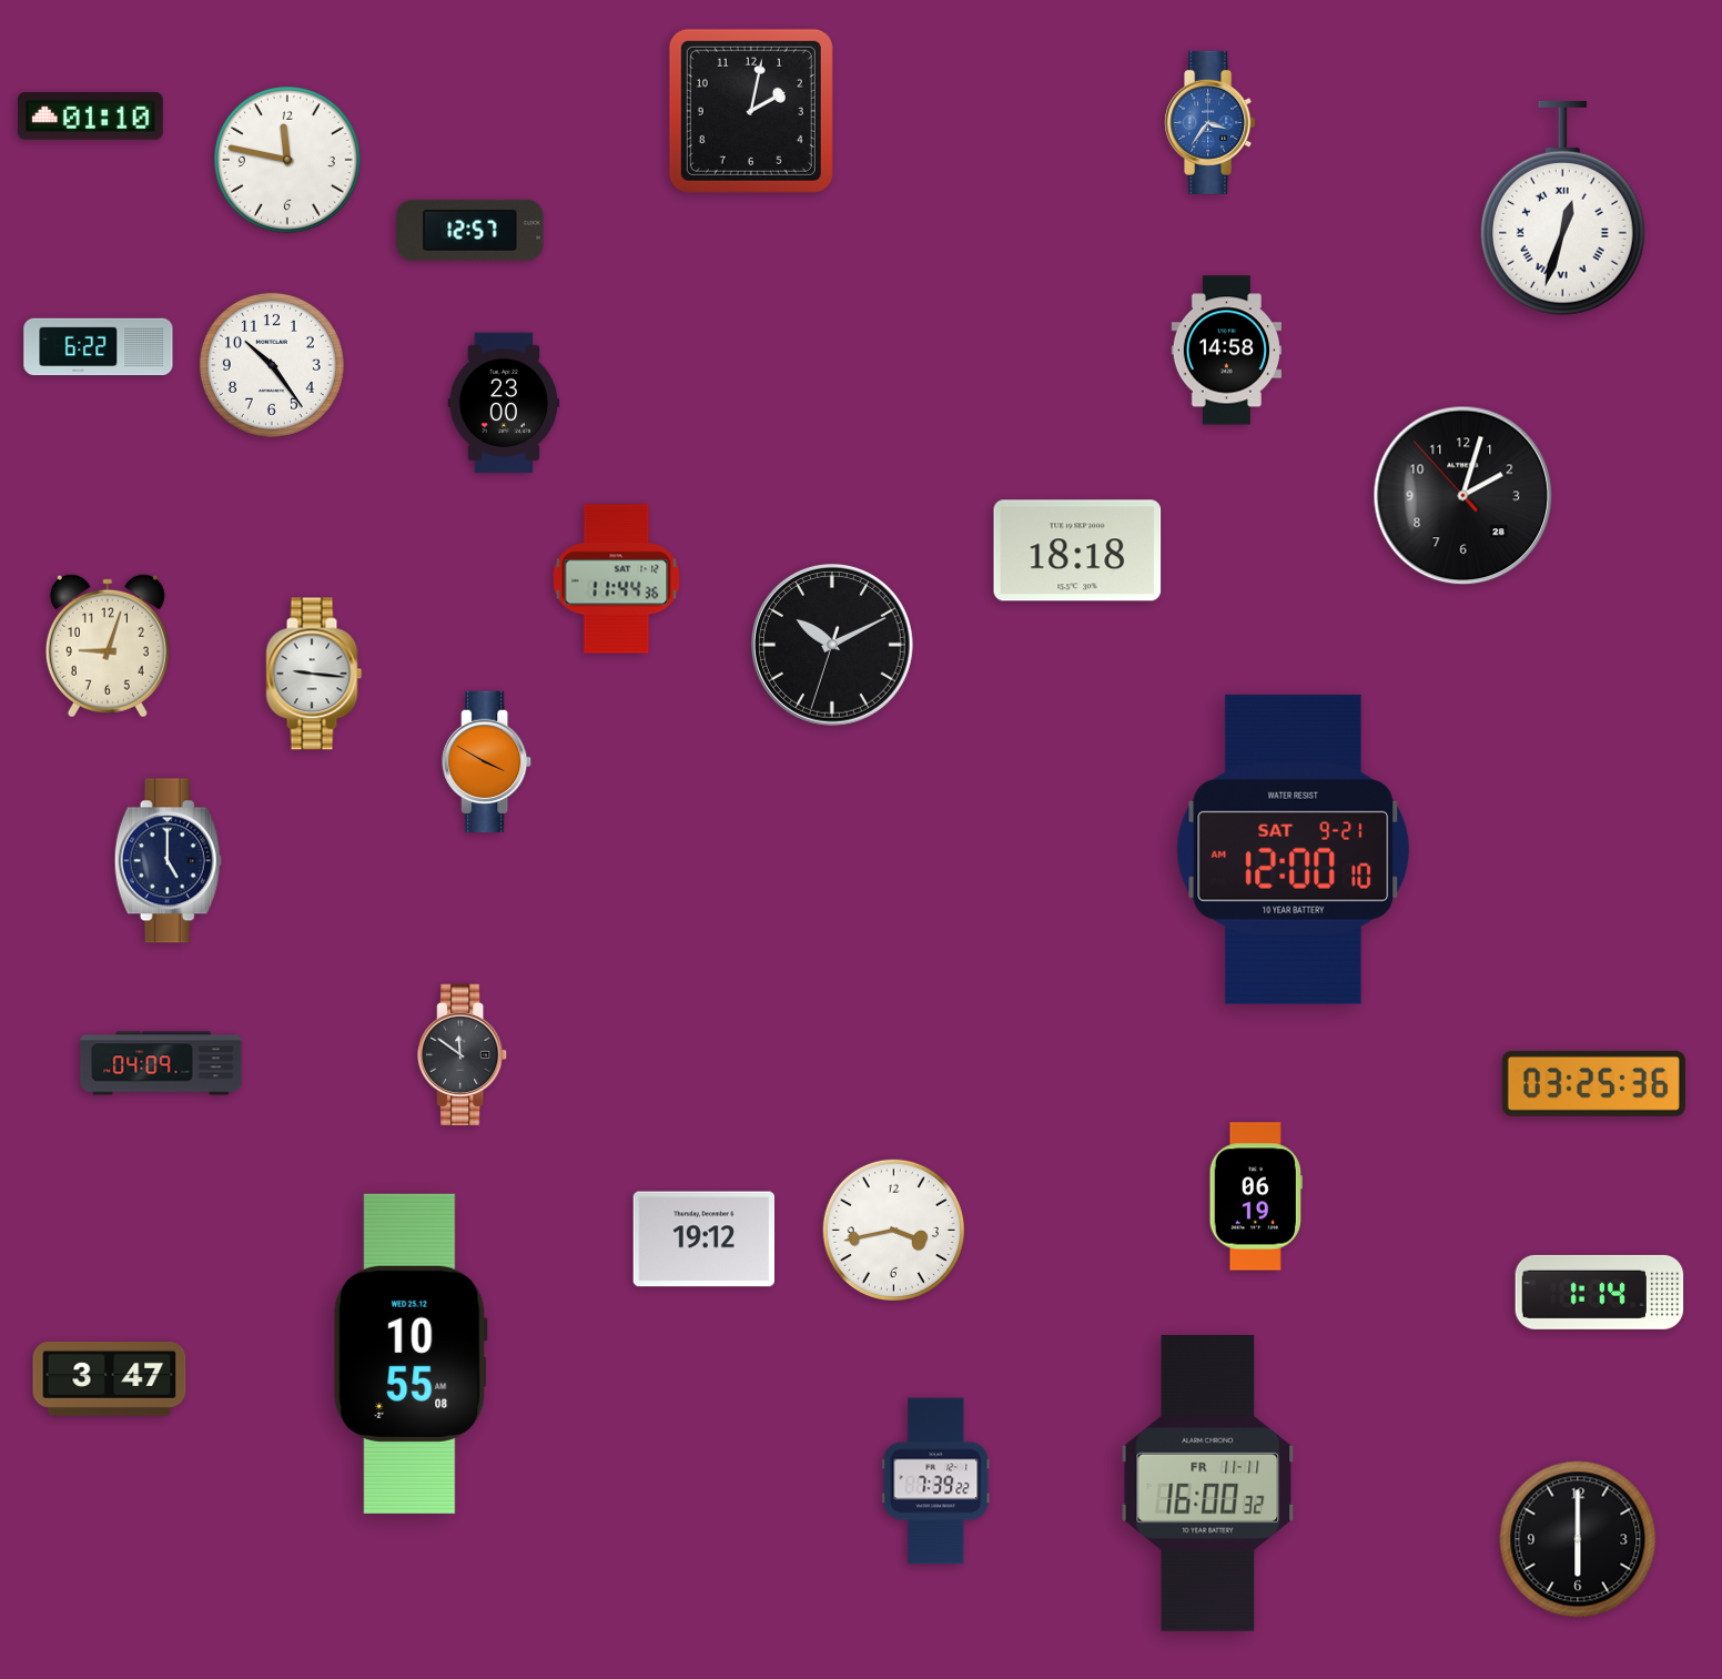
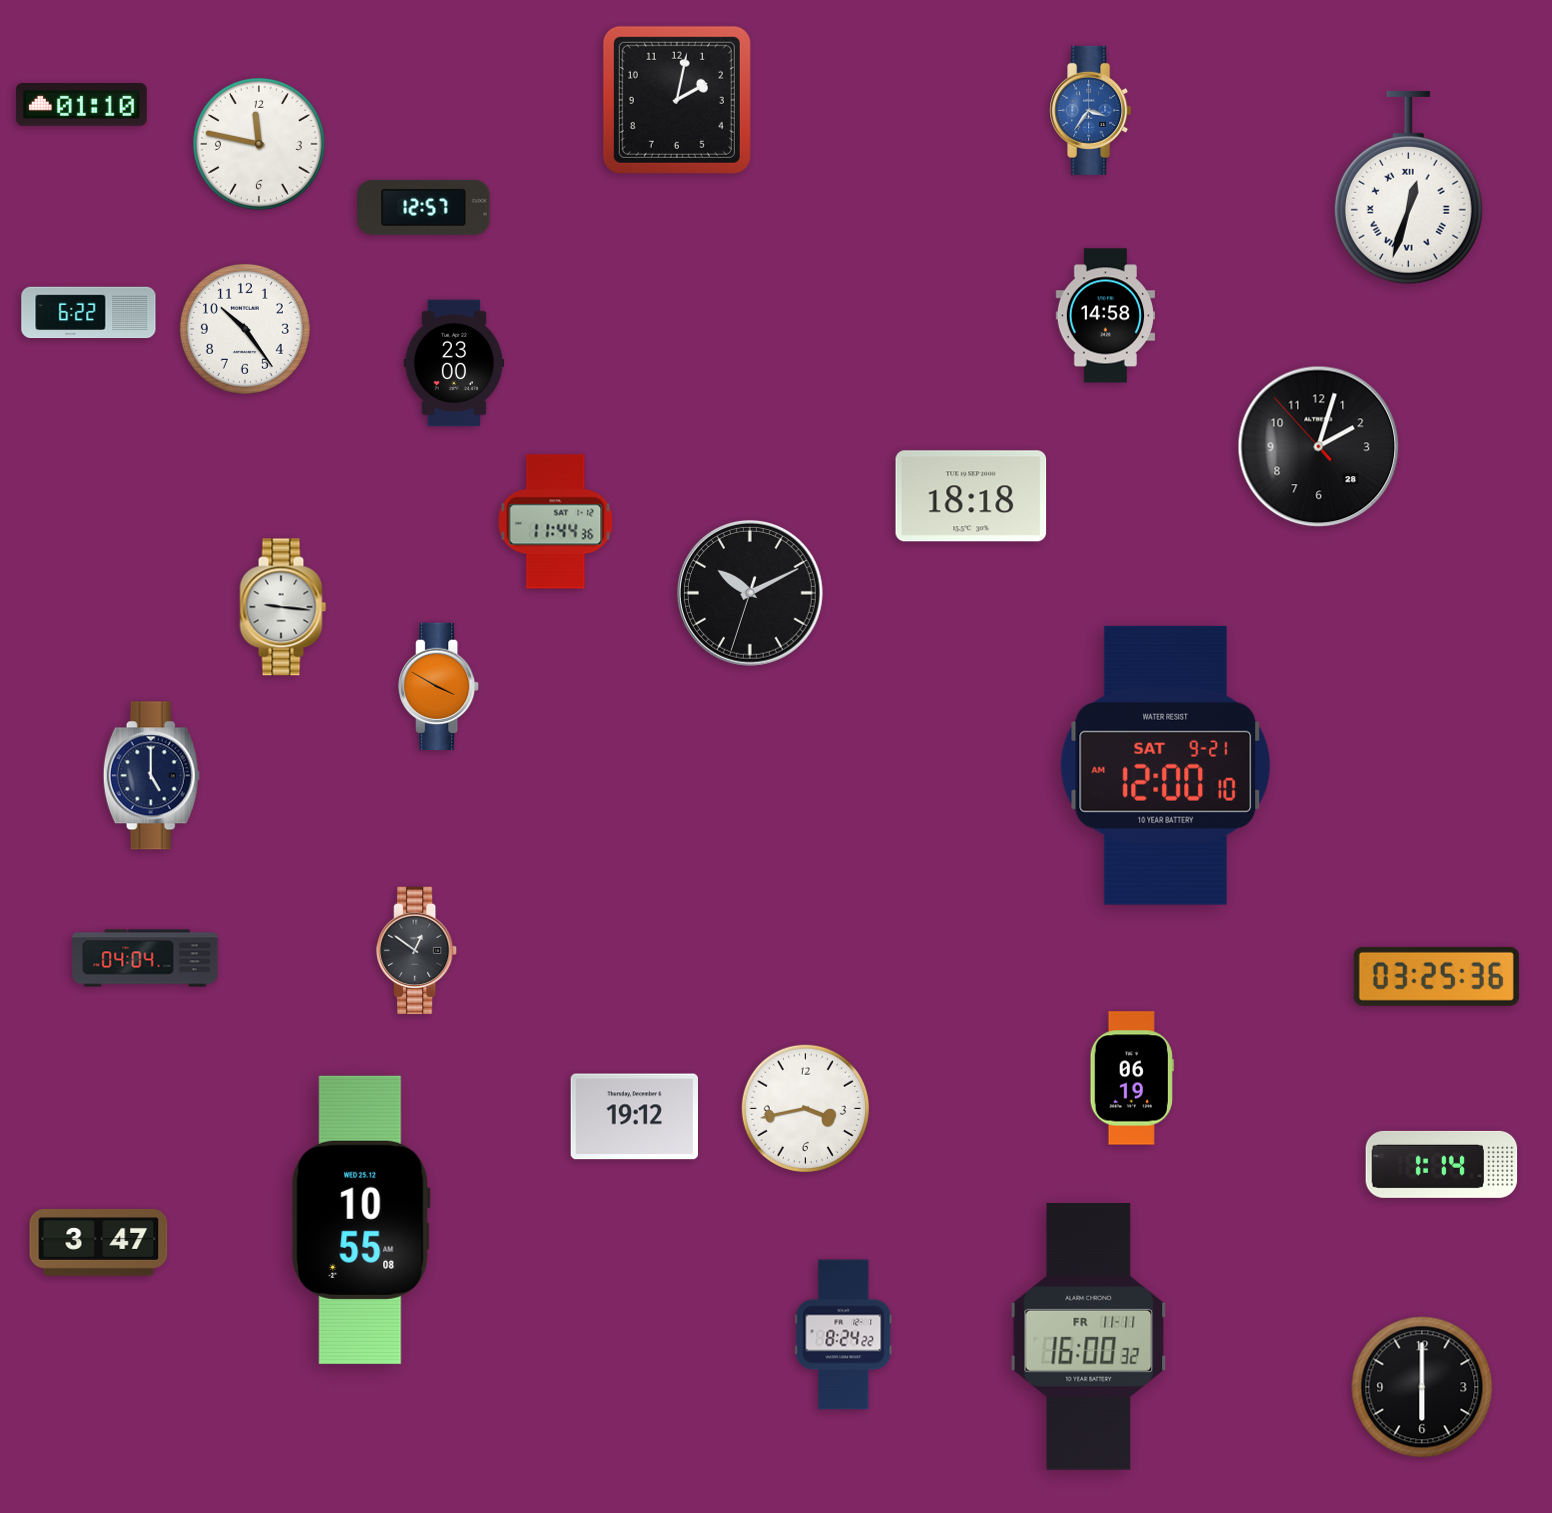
clock at (108, 646): 9:03 -> none
clock at (833, 646) position: (833, 646) -> (751, 594)
clock at (463, 1055): 11:51 -> 12:51
clock at (161, 1063): 04:09 -> 04:04
clock at (411, 1354) position: (411, 1354) -> (361, 1220)
clock at (936, 1481): 7:39 -> 8:24
